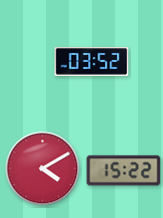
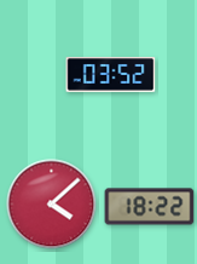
clock at (43, 169): 4:10 -> 4:08
clock at (124, 171): 15:22 -> 18:22
